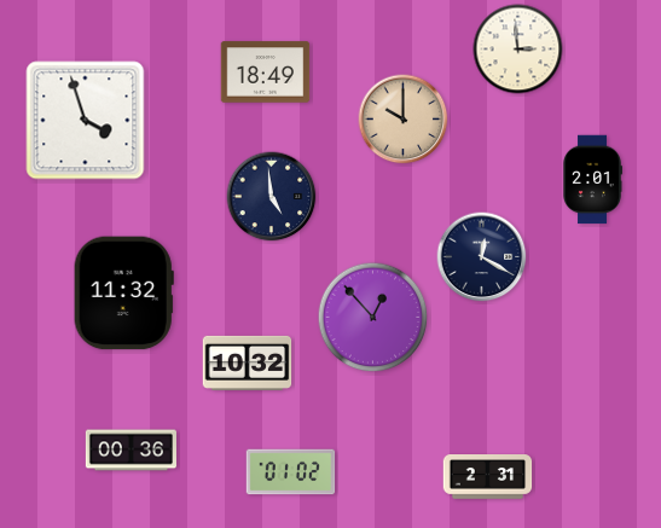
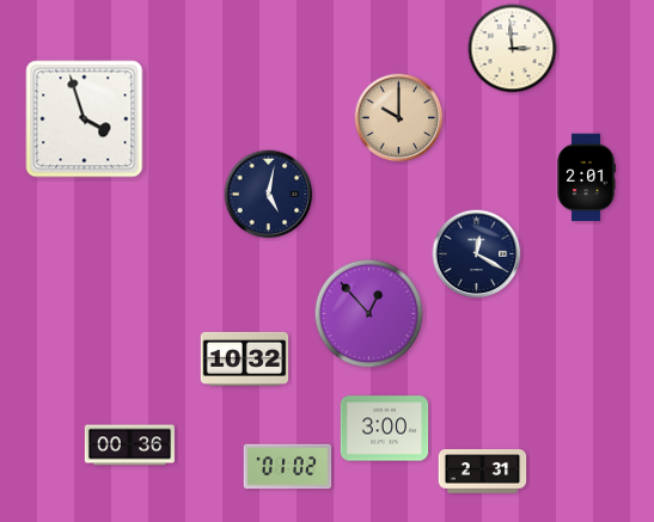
clock at (266, 72): 18:49 -> none
clock at (272, 197): 4:59 -> 5:02
clock at (123, 294): 11:32 -> none
clock at (385, 429): none -> 3:00
